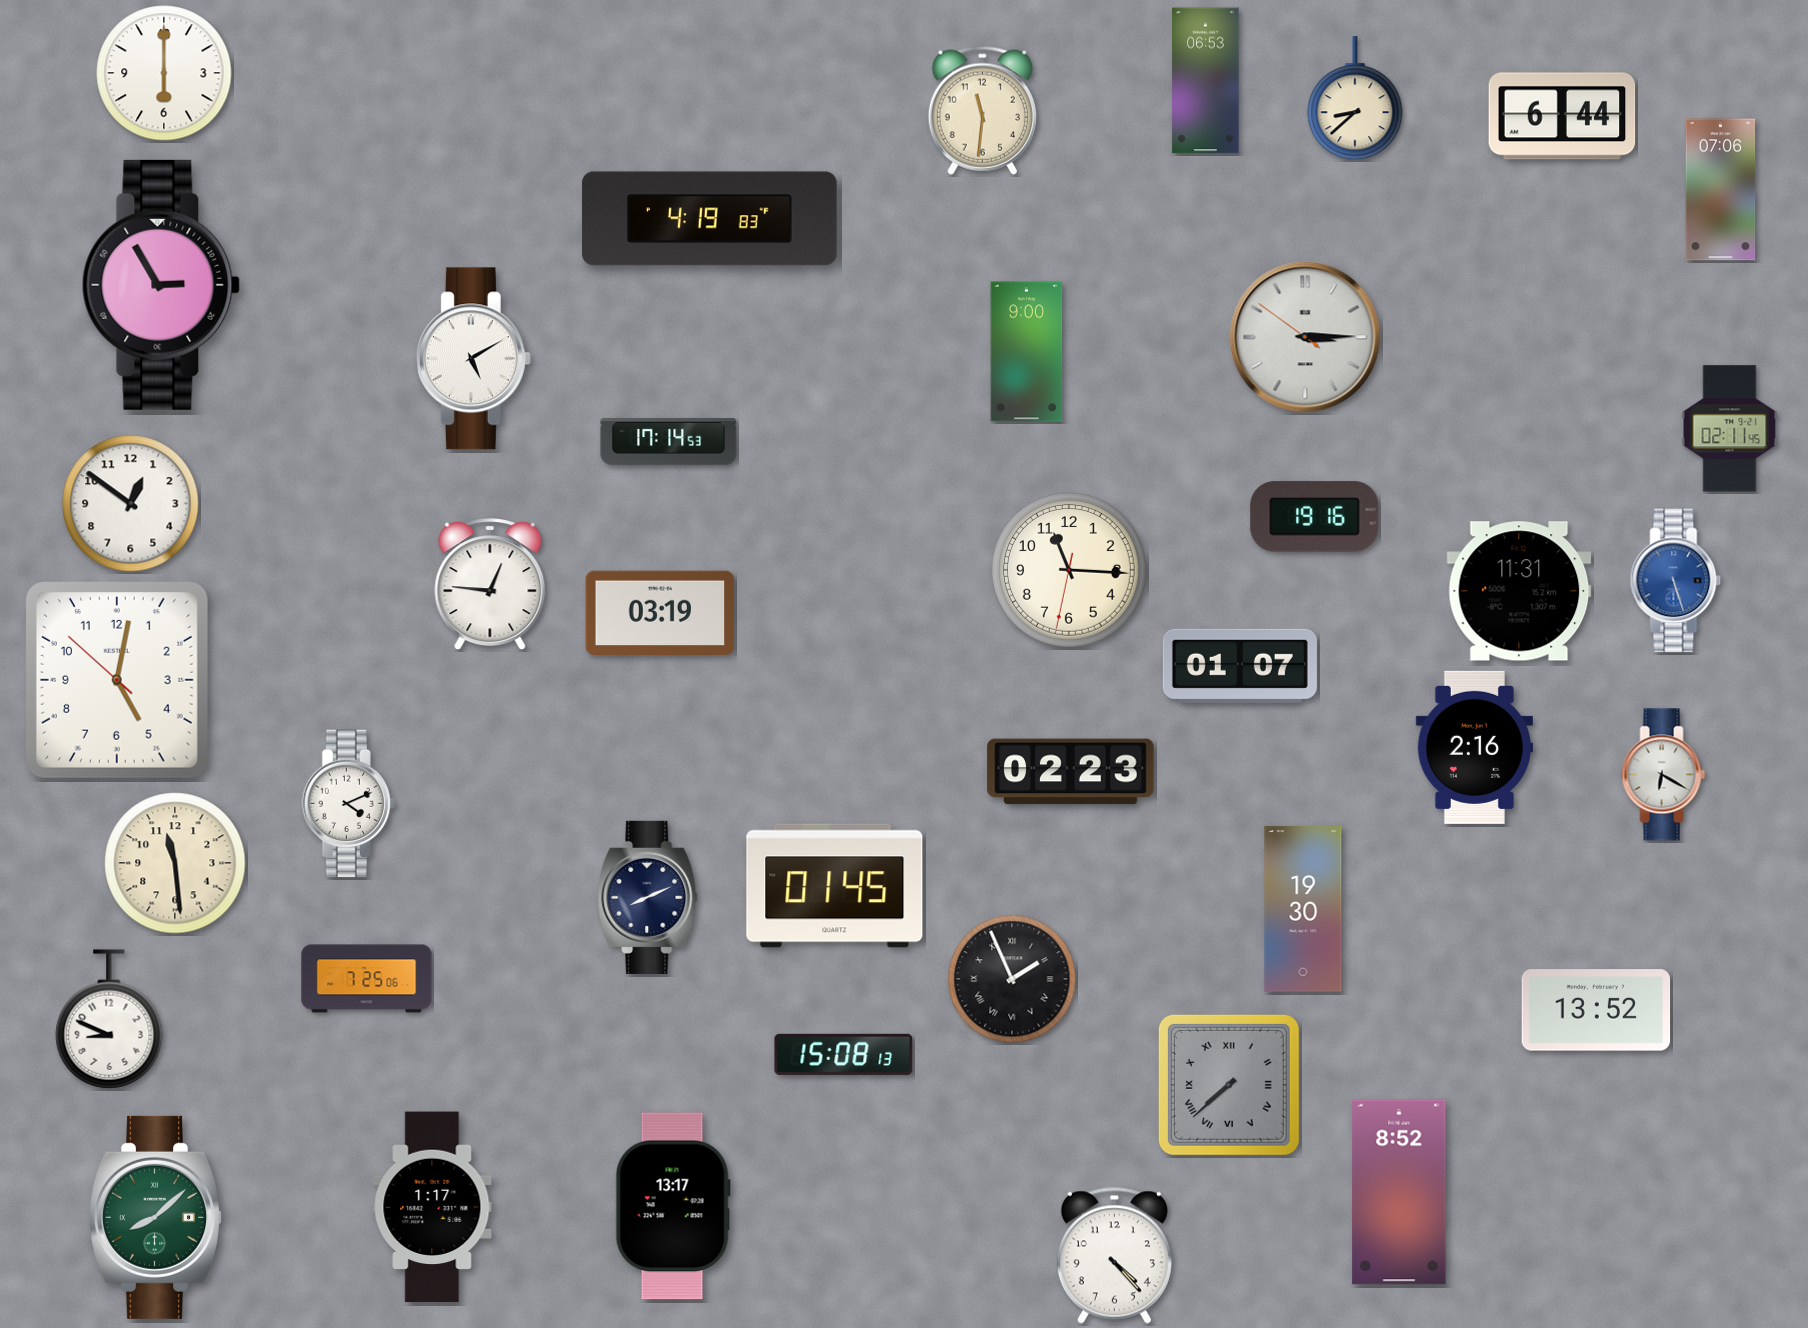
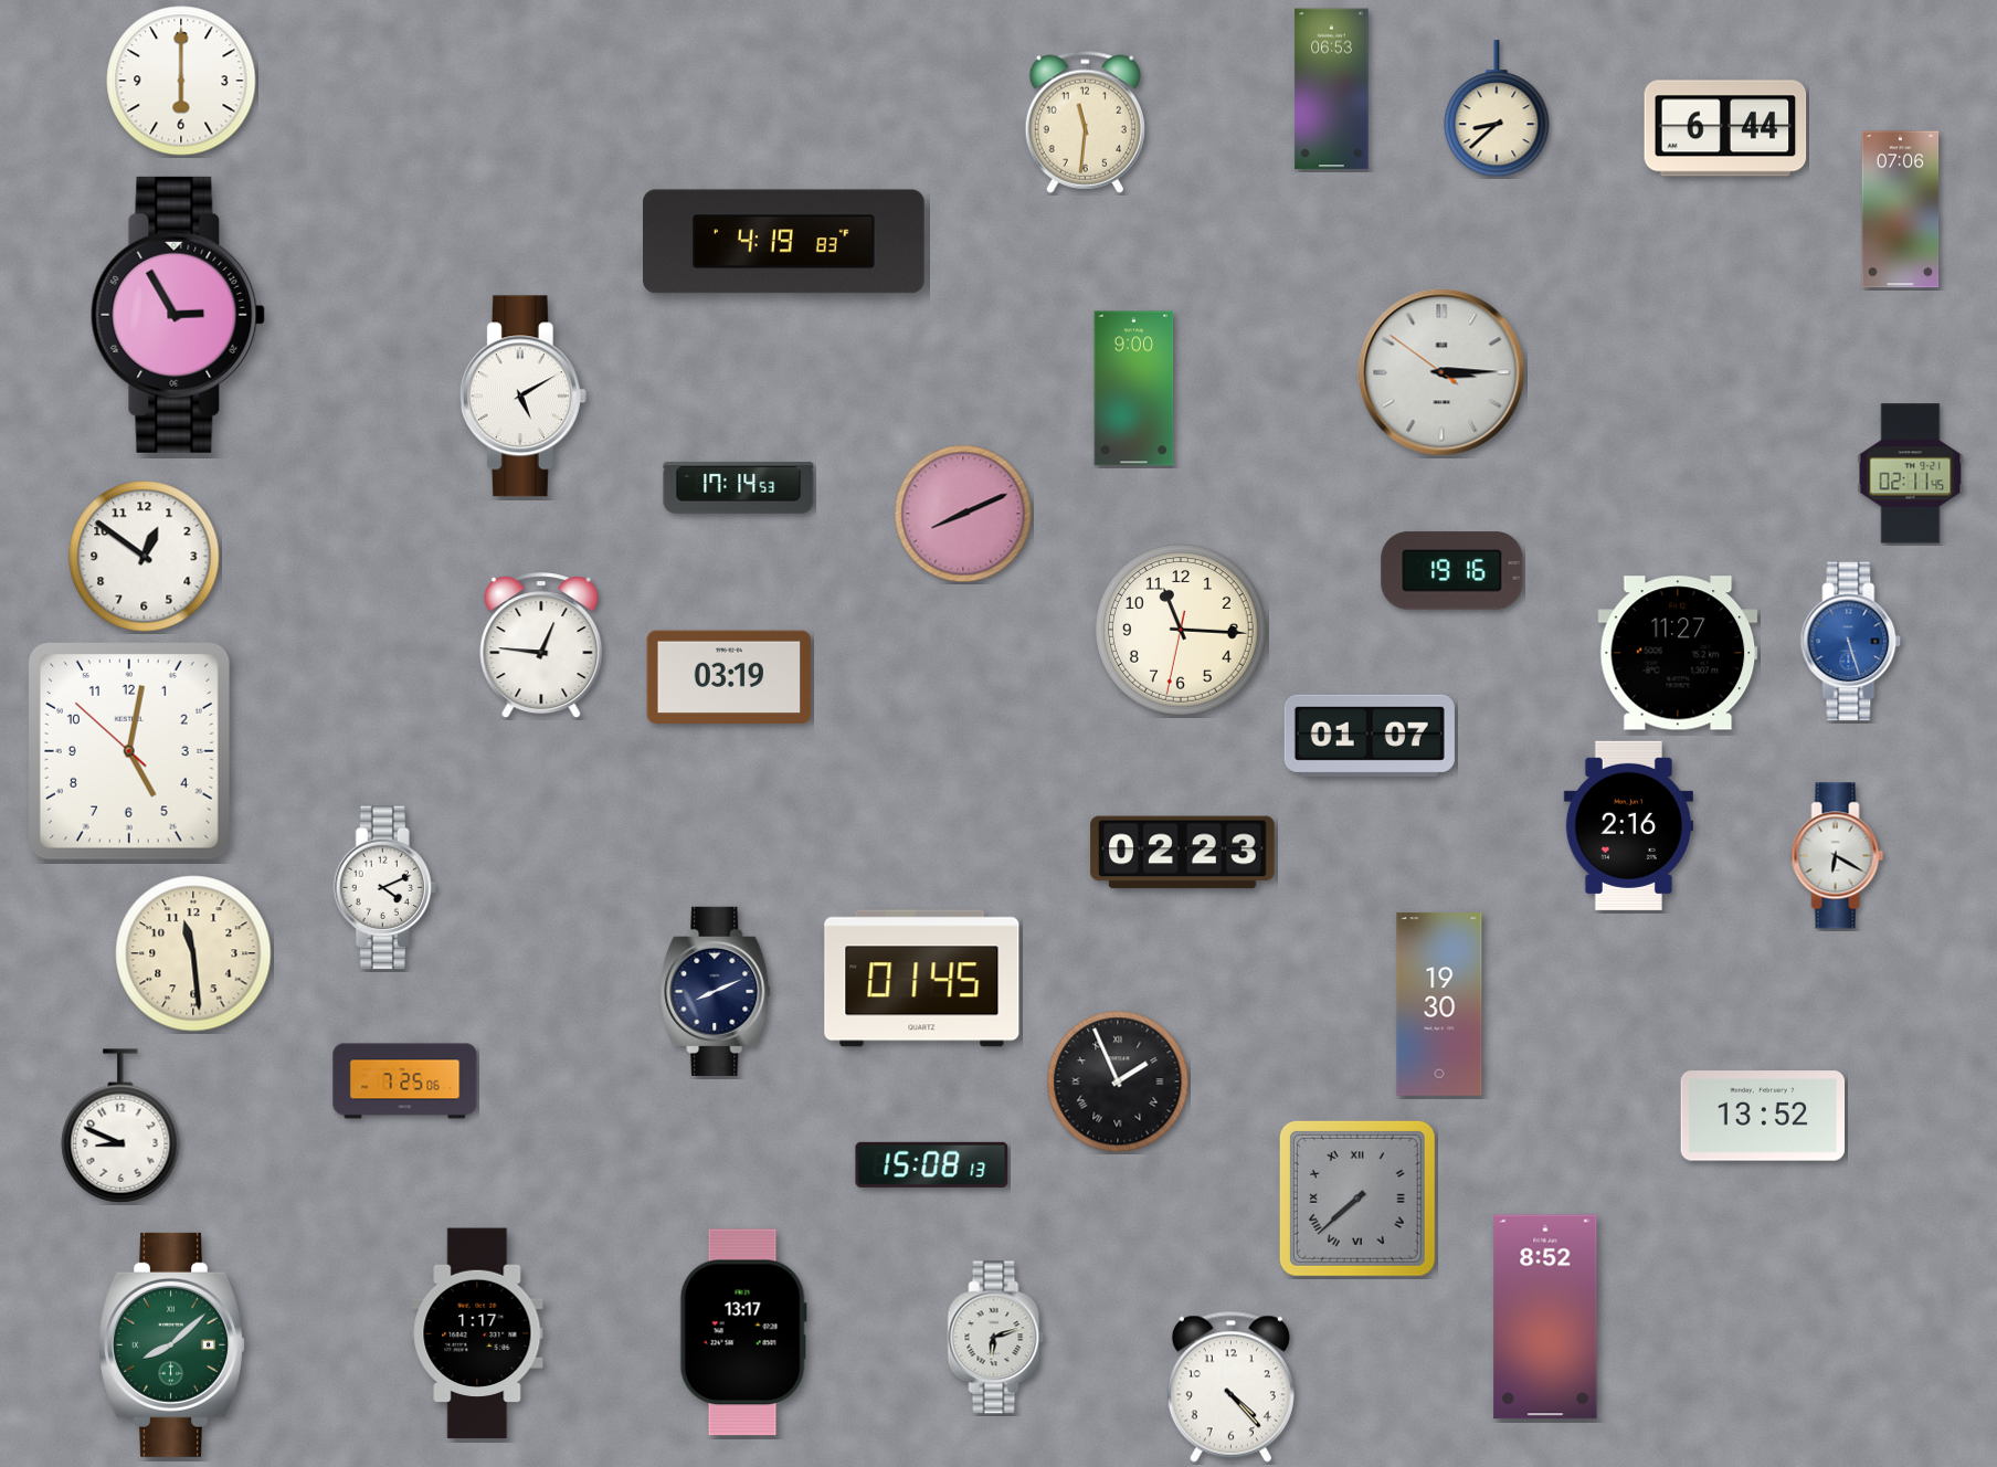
clock at (963, 514): none -> 8:11
clock at (1519, 591): 11:31 -> 11:27
clock at (996, 1338): none -> 6:12
